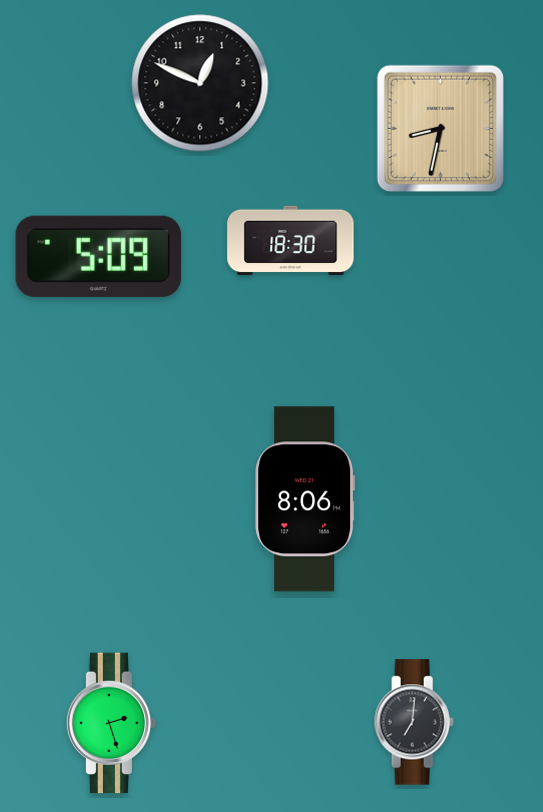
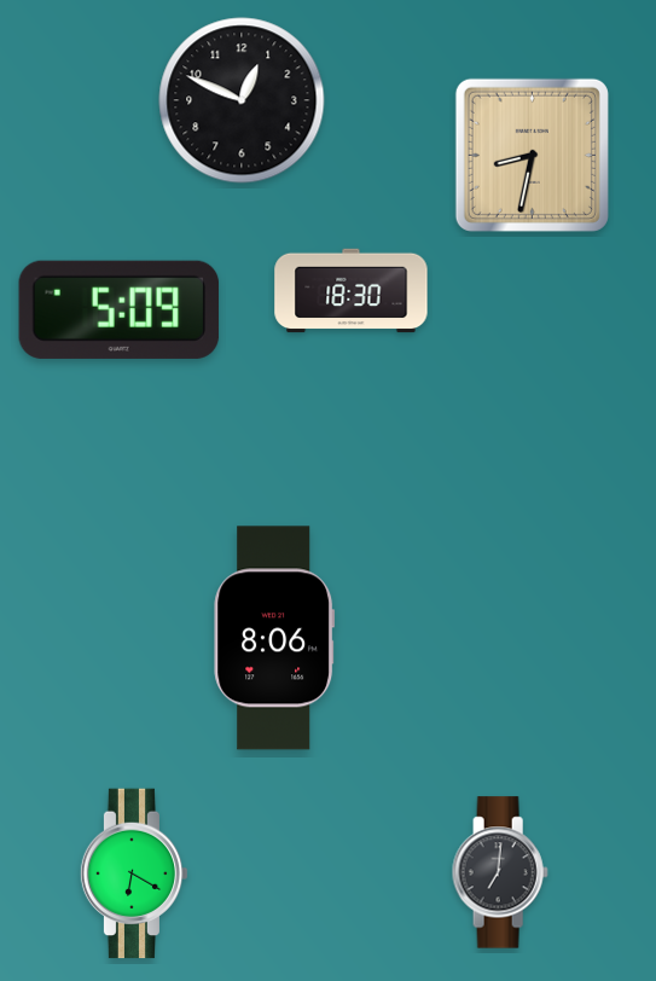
clock at (305, 499) position: (305, 499) -> (274, 638)
clock at (111, 723): 2:27 -> 6:20
